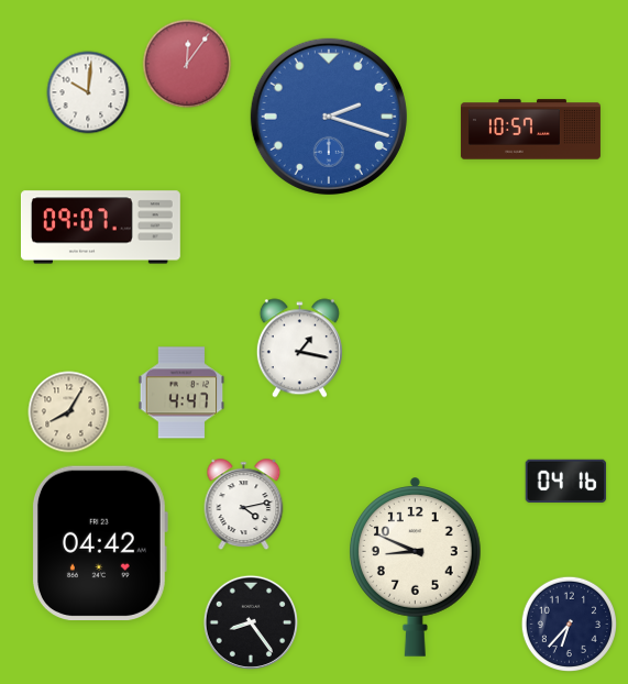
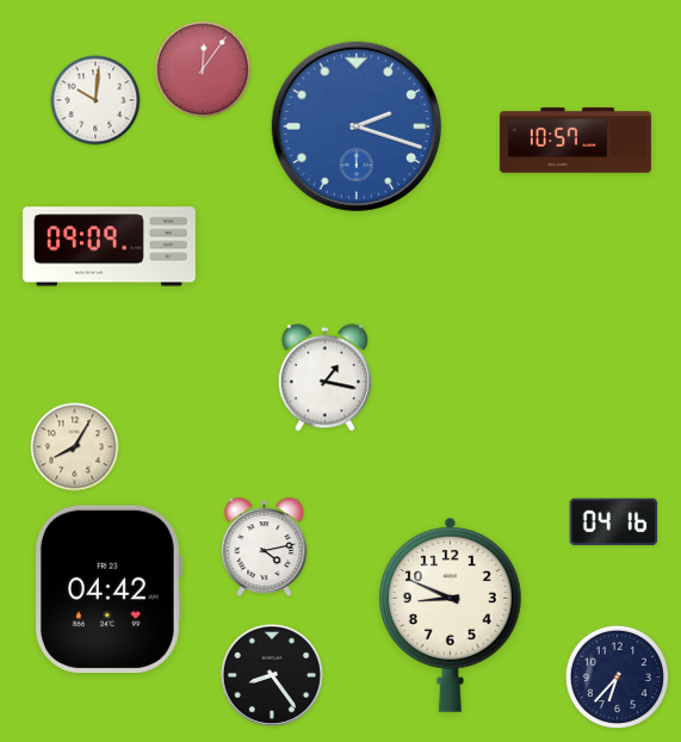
clock at (100, 228): 09:07 -> 09:09
clock at (181, 393): 4:47 -> none
